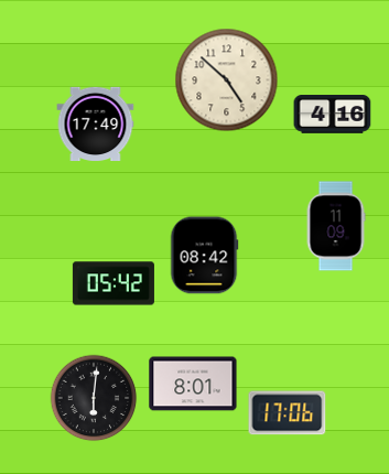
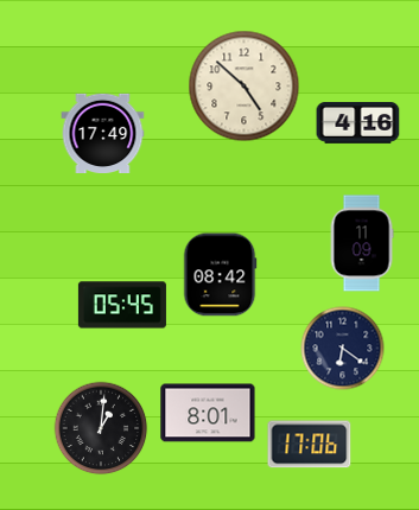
clock at (114, 283): 05:42 -> 05:45
clock at (343, 349): none -> 6:21
clock at (94, 398): 6:01 -> 1:01
